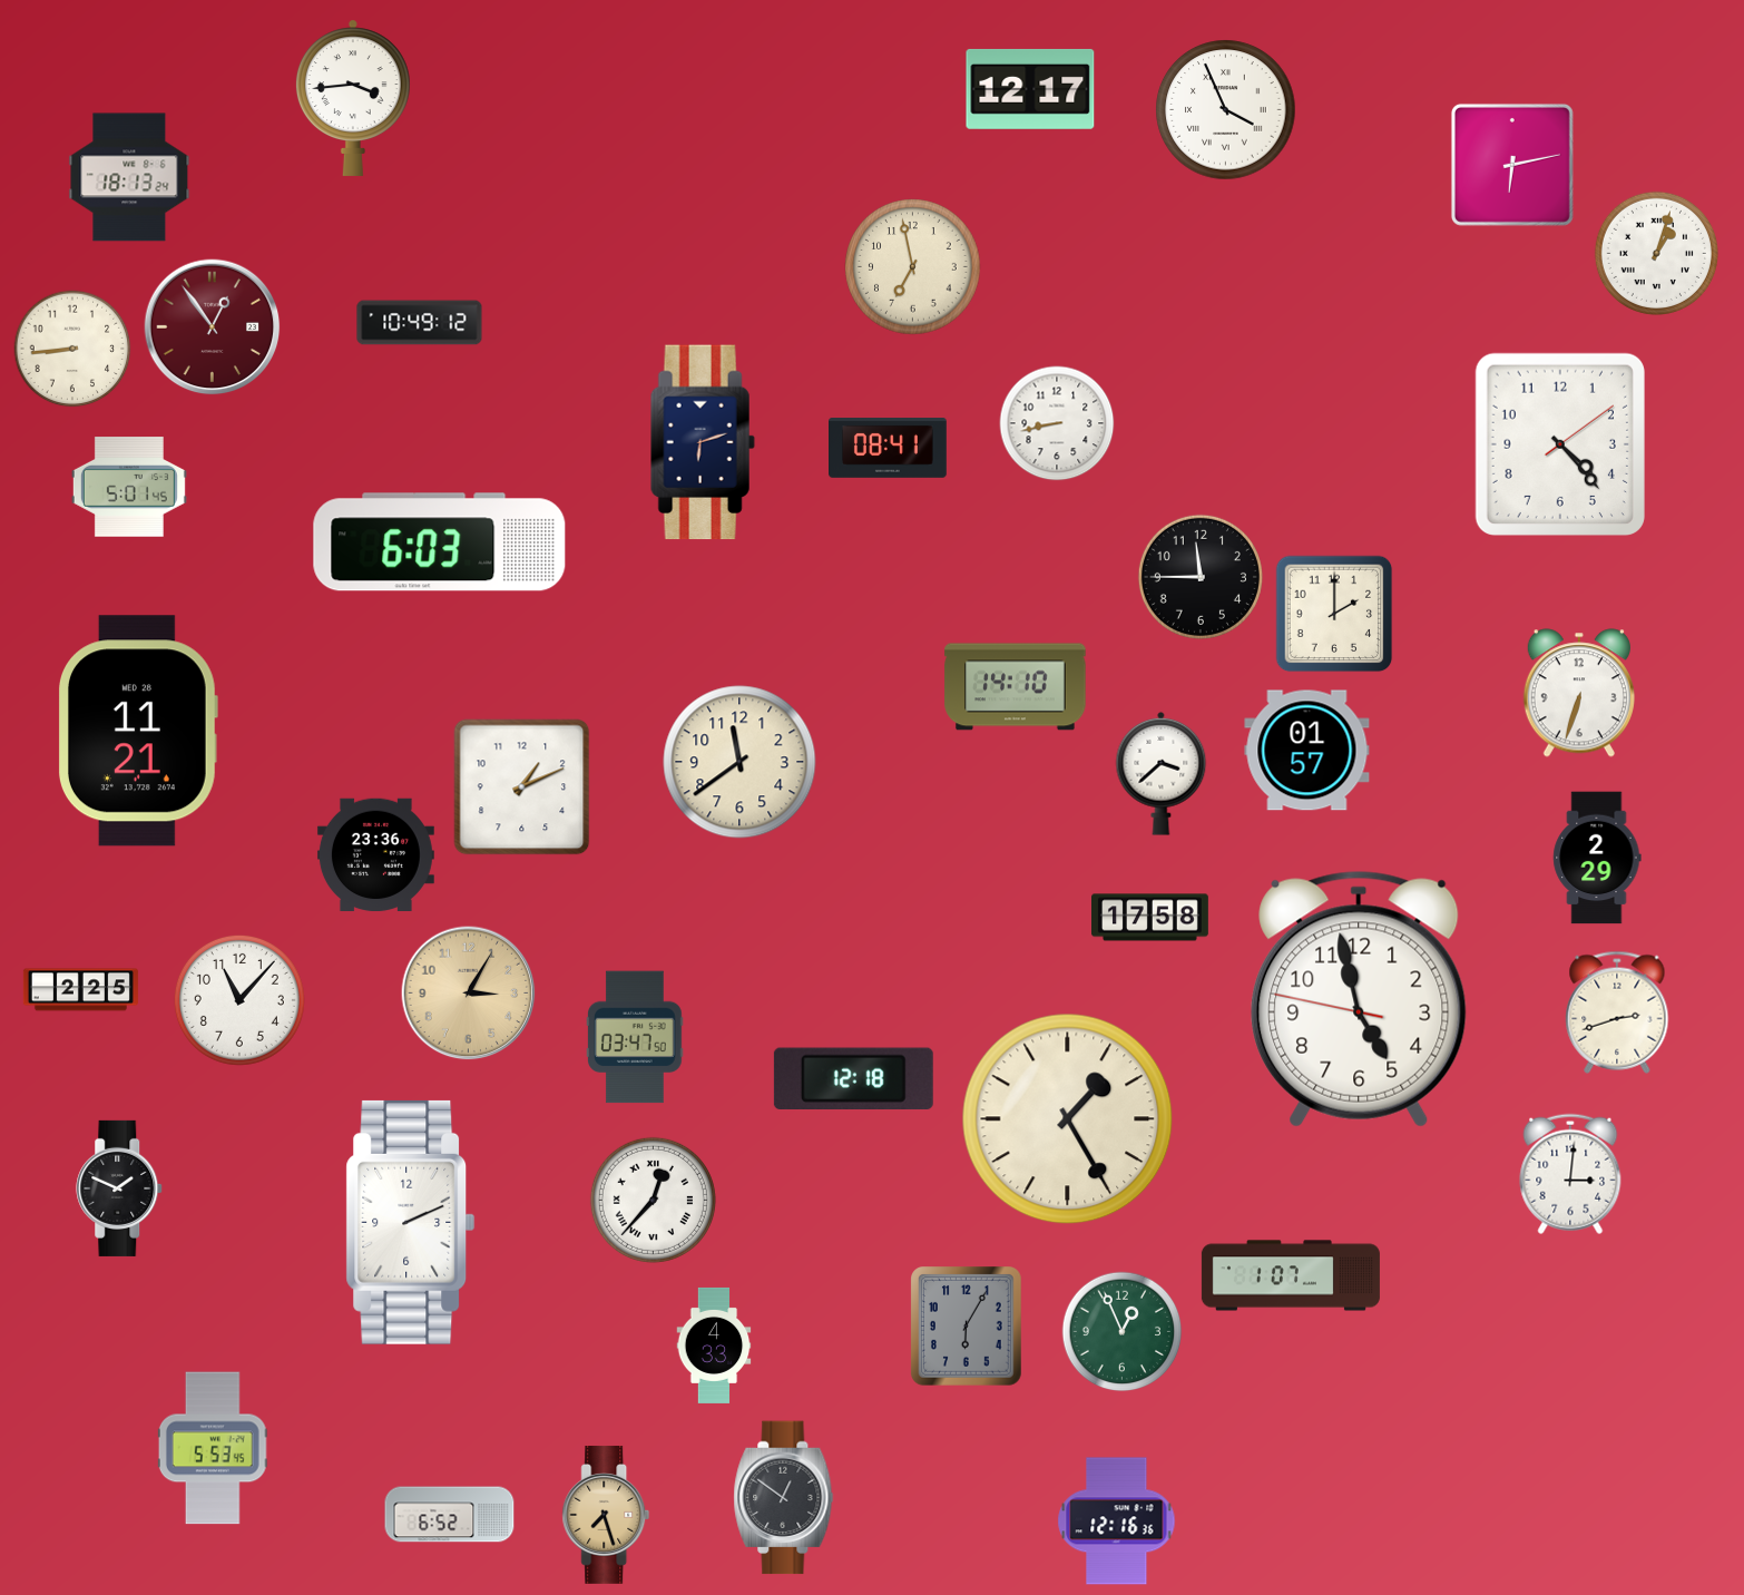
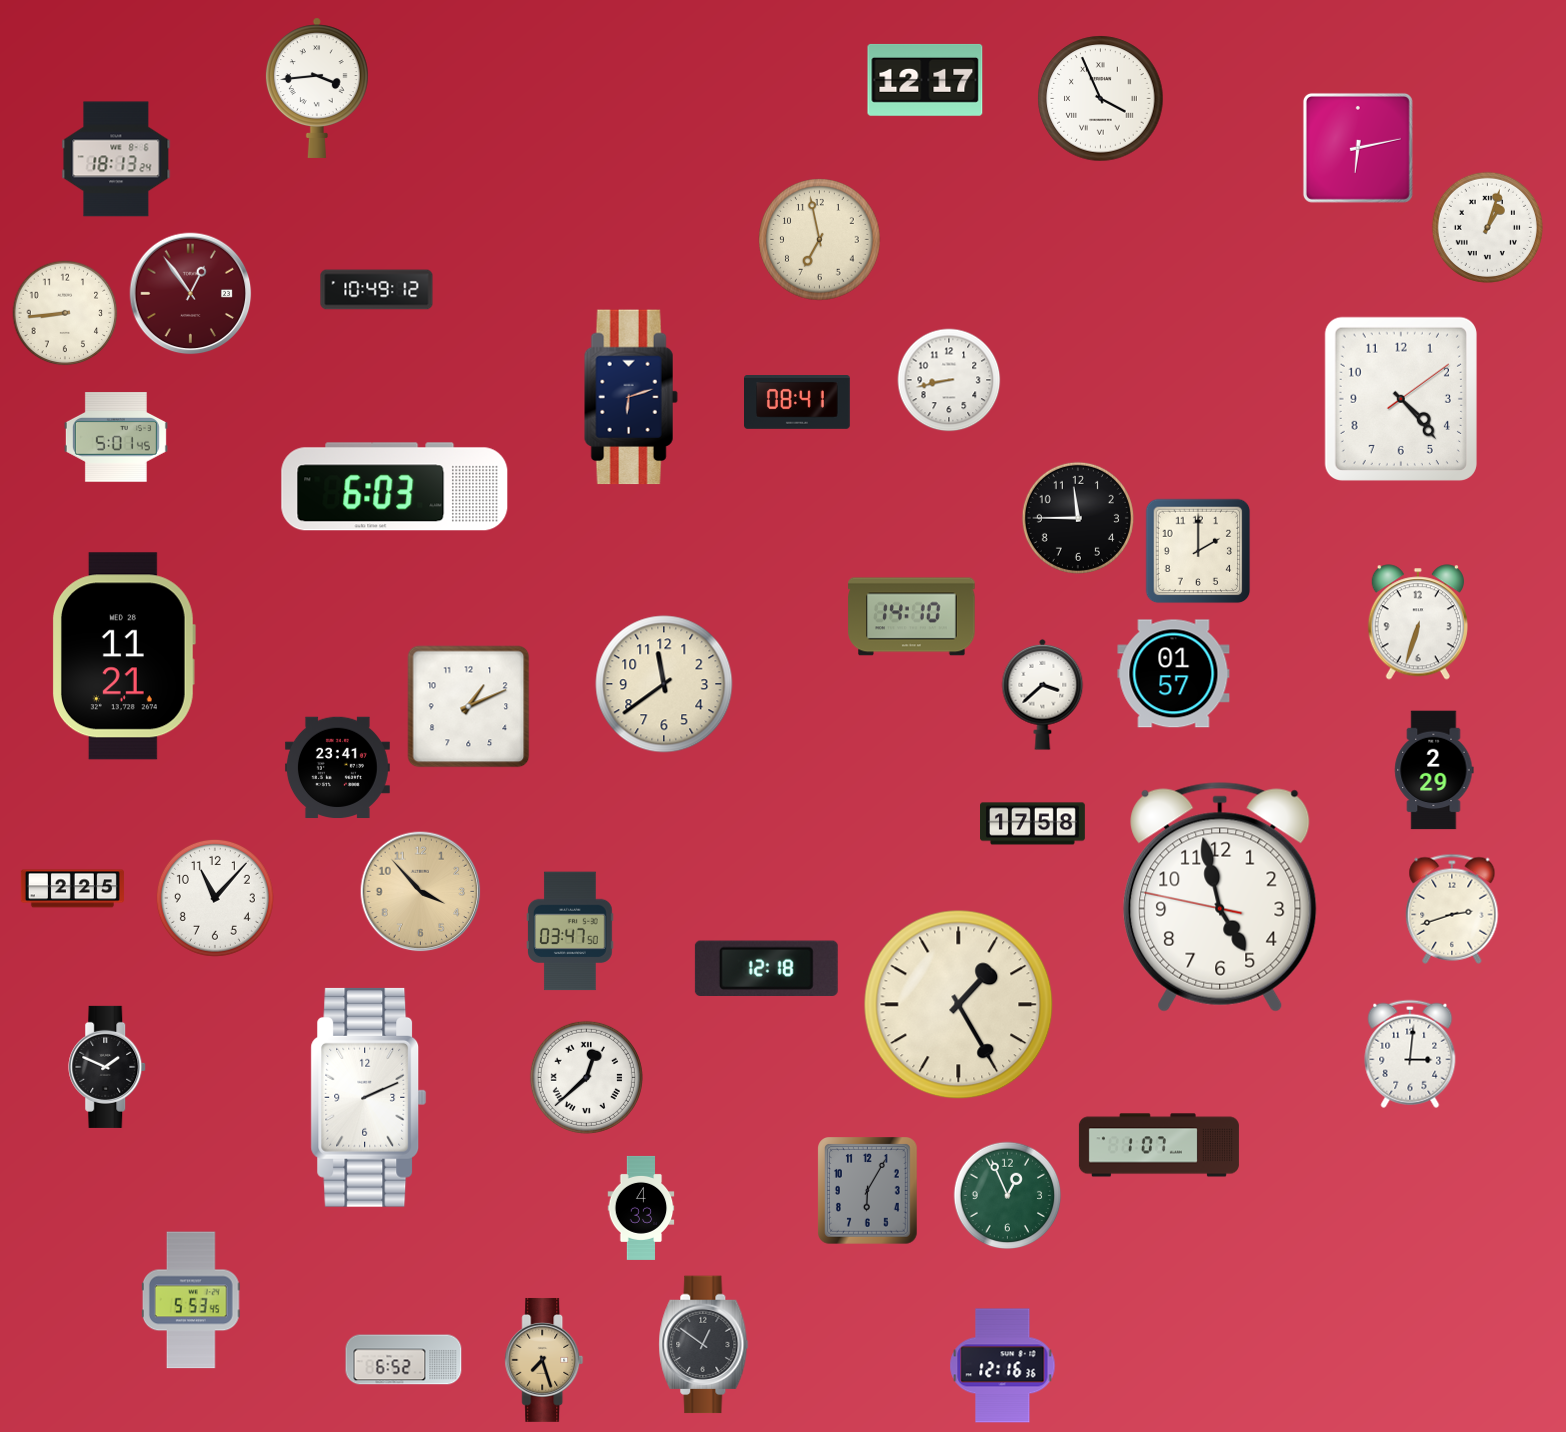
clock at (375, 855): 23:36 -> 23:41
clock at (469, 994): 3:05 -> 3:53
clock at (653, 1200): 12:37 -> 12:38
